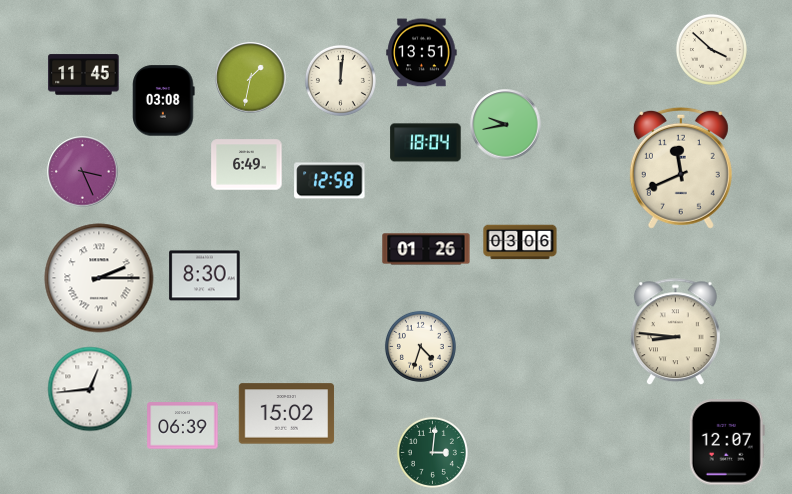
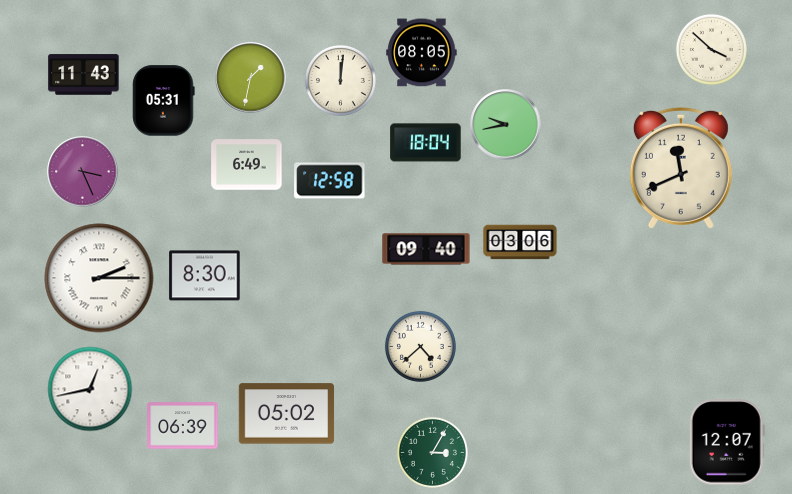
clock at (422, 53): 13:51 -> 08:05
clock at (84, 75): 11:45 -> 11:43
clock at (164, 101): 03:08 -> 05:31
clock at (426, 249): 01:26 -> 09:40
clock at (675, 332): 8:46 -> none
clock at (420, 346): 4:33 -> 4:38
clock at (90, 389): 12:44 -> 12:43
clock at (287, 414): 15:02 -> 05:02
clock at (432, 452): 3:01 -> 3:05
